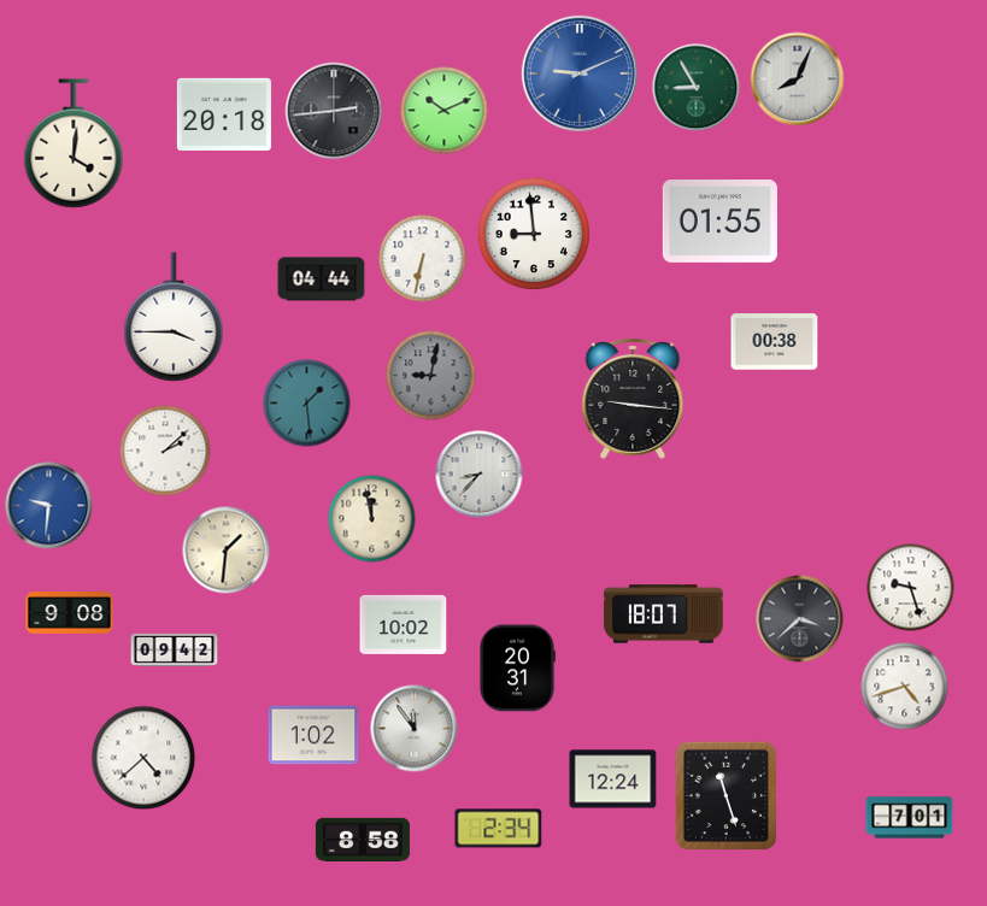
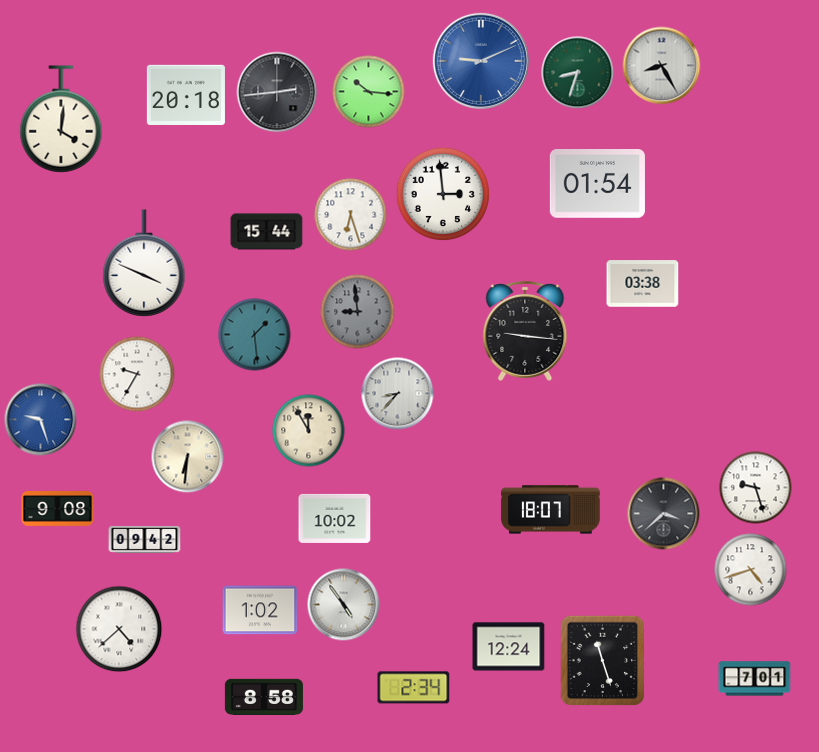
clock at (798, 80): 8:04 -> 8:25
clock at (697, 88): 8:55 -> 8:33
clock at (445, 111): 10:11 -> 10:16
clock at (719, 222): 01:55 -> 01:54
clock at (534, 234): 8:59 -> 2:59
clock at (423, 259): 6:32 -> 6:27
clock at (322, 280): 04:44 -> 15:44
clock at (174, 317): 3:45 -> 3:49
clock at (775, 342): 00:38 -> 03:38
clock at (431, 376): 9:02 -> 8:59
clock at (165, 451): 2:08 -> 9:35
clock at (49, 506): 9:31 -> 9:27
clock at (372, 519): 11:58 -> 11:55
clock at (227, 551): 1:31 -> 6:31
clock at (517, 669): 20:31 -> none
clock at (415, 729): 11:54 -> 4:54
clock at (363, 839) position: (363, 839) -> (264, 696)
